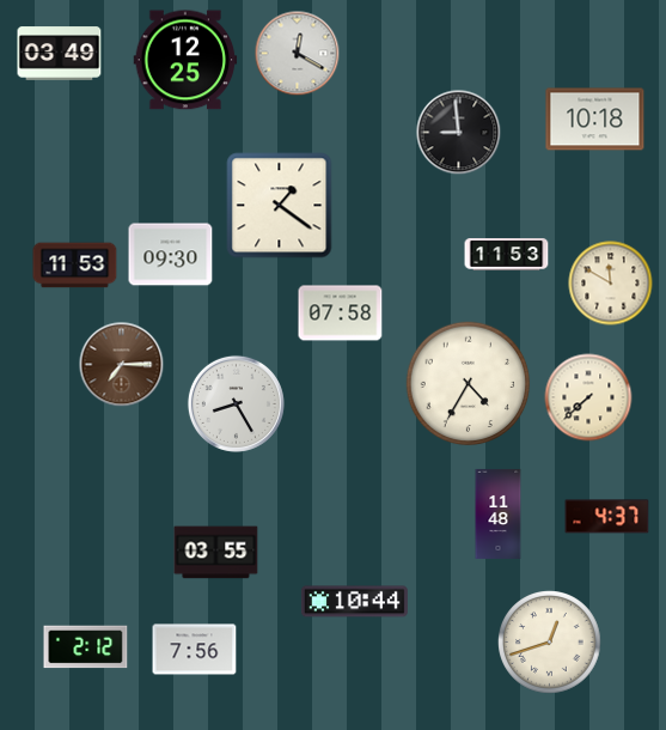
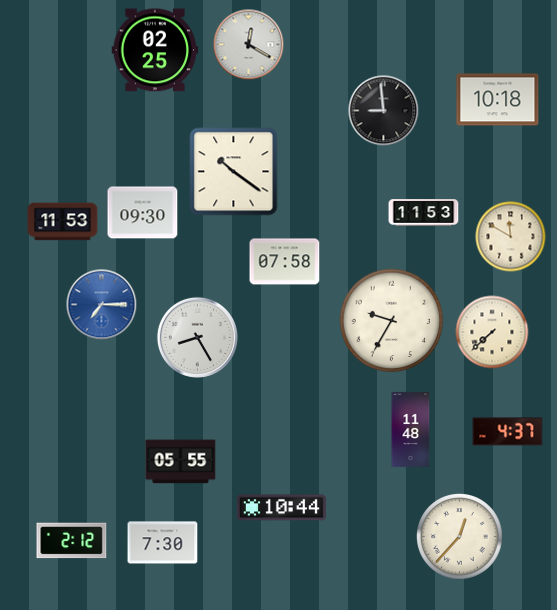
clock at (60, 54): 03:49 -> none
clock at (185, 60): 12:25 -> 02:25
clock at (280, 206): 1:21 -> 10:21
clock at (122, 365) dial: brown -> blue
clock at (469, 384): 4:35 -> 9:35
clock at (499, 513) position: (499, 513) -> (411, 429)
clock at (216, 553): 03:55 -> 05:55
clock at (354, 602) position: (354, 602) -> (281, 508)
clock at (550, 643): 12:42 -> 12:37
clock at (195, 650): 7:56 -> 7:30
